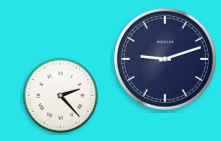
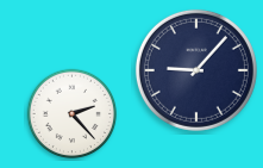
clock at (165, 59): 9:12 -> 9:07
